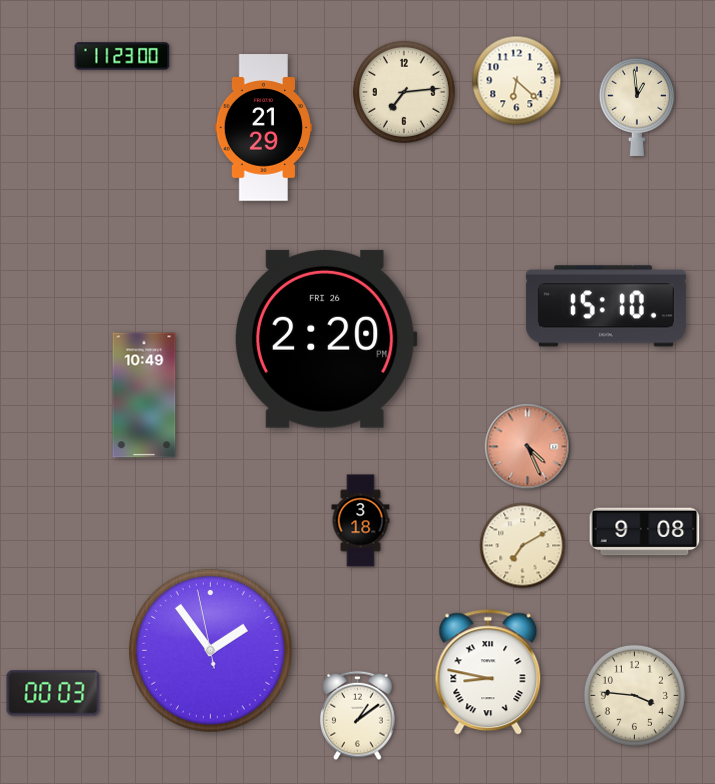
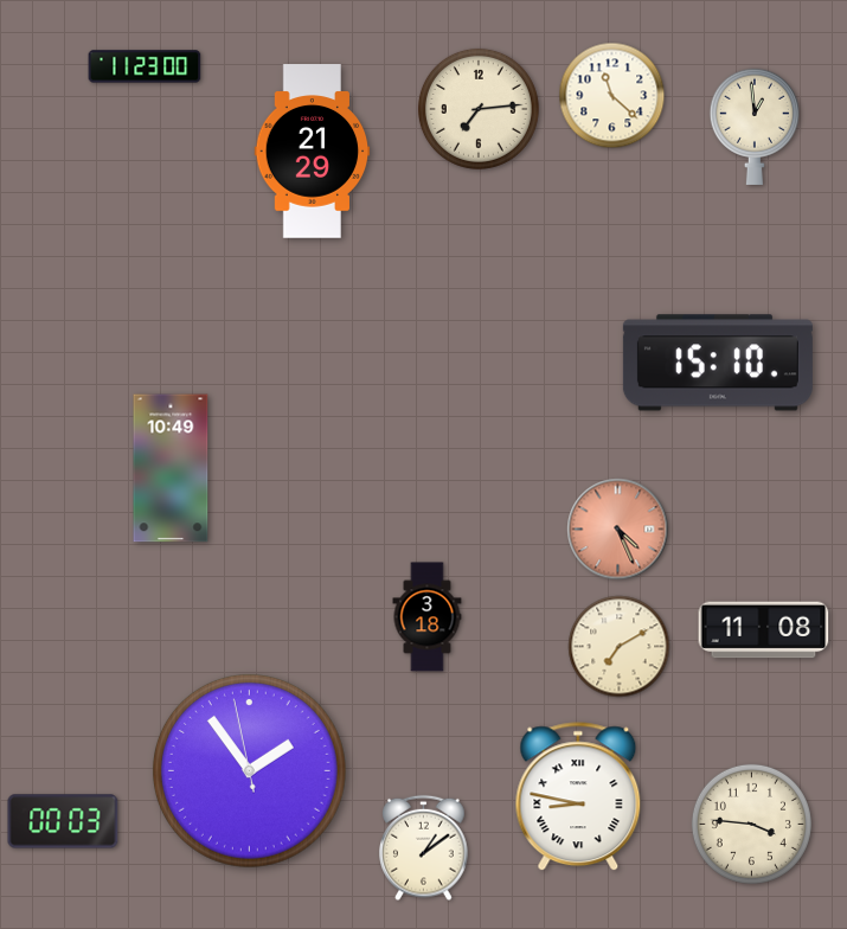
clock at (517, 81): 6:22 -> 11:22
clock at (326, 339): 2:20 -> none
clock at (528, 447) position: (528, 447) -> (618, 530)
clock at (645, 532): 9:08 -> 11:08
